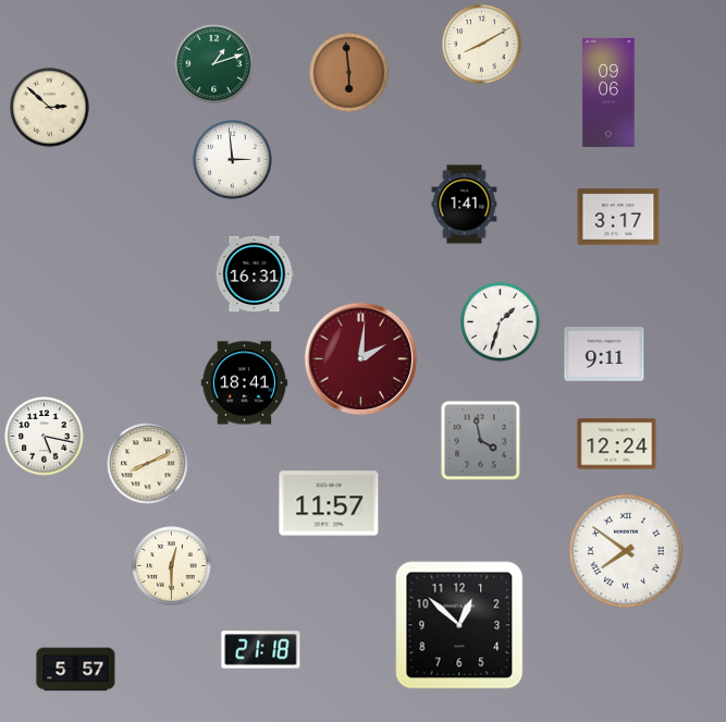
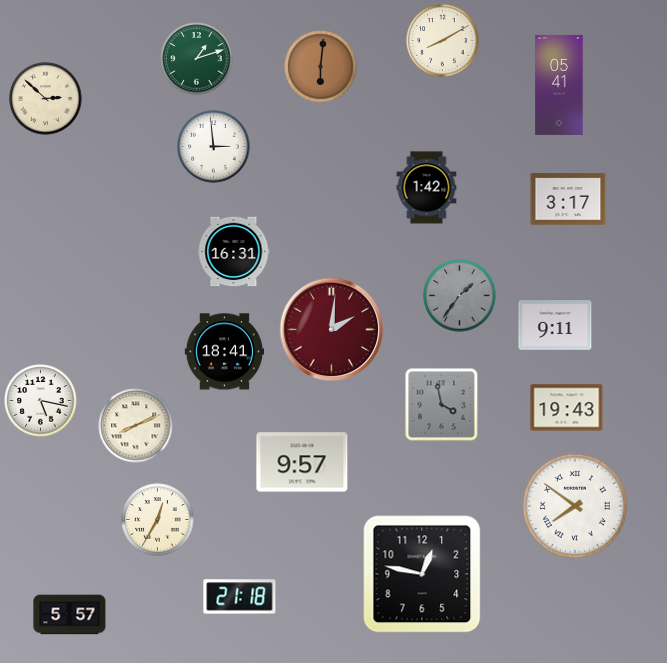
clock at (349, 73): 5:59 -> 6:01
clock at (608, 93): 09:06 -> 05:41
clock at (465, 205): 1:41 -> 1:42
clock at (501, 322): 1:33 -> 1:36
clock at (501, 322) dial: white -> grey
clock at (617, 444): 12:24 -> 19:43
clock at (329, 503): 11:57 -> 9:57
clock at (172, 566): 12:30 -> 12:35
clock at (459, 625): 12:52 -> 12:47
